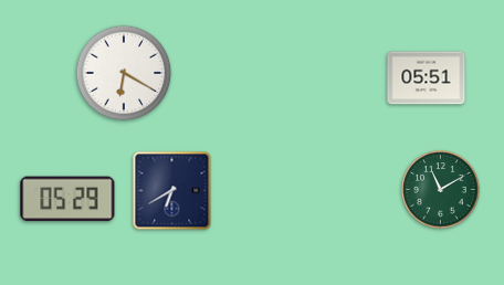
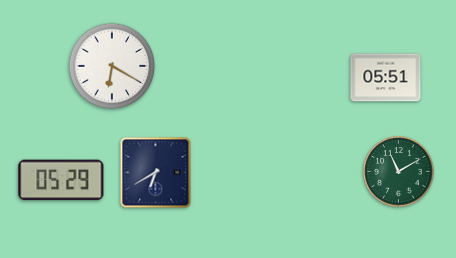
clock at (427, 78) position: (427, 78) -> (386, 78)
